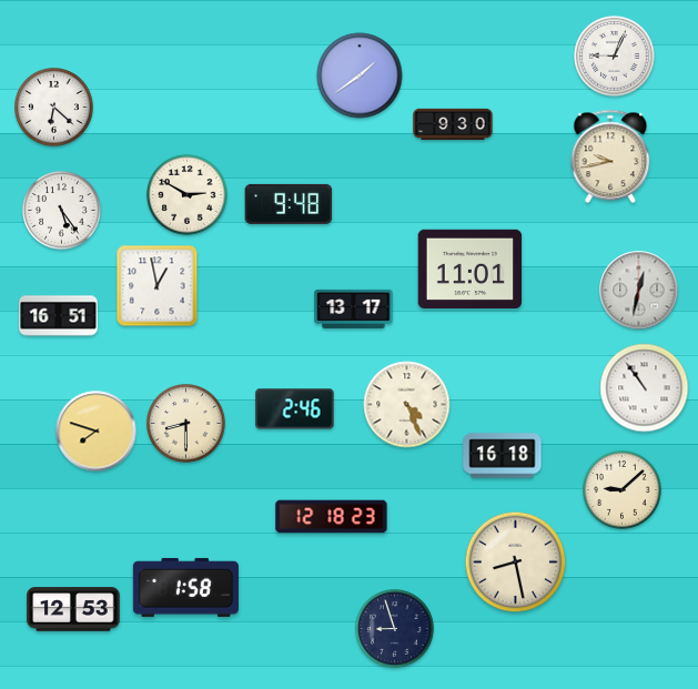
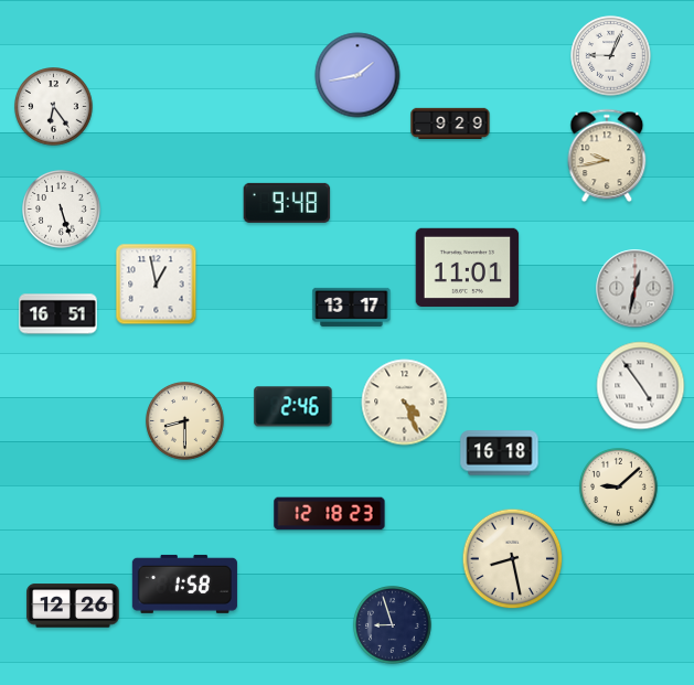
clock at (360, 75): 1:39 -> 1:43
clock at (54, 108): 6:22 -> 6:24
clock at (453, 123): 9:30 -> 9:29
clock at (188, 195): 2:50 -> none
clock at (62, 211): 5:24 -> 5:27
clock at (645, 388): 10:54 -> 4:54
clock at (97, 432): 7:48 -> none
clock at (73, 609): 12:53 -> 12:26
